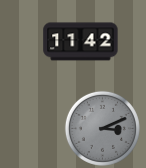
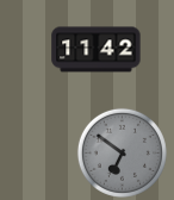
clock at (102, 128): 3:11 -> 6:51
